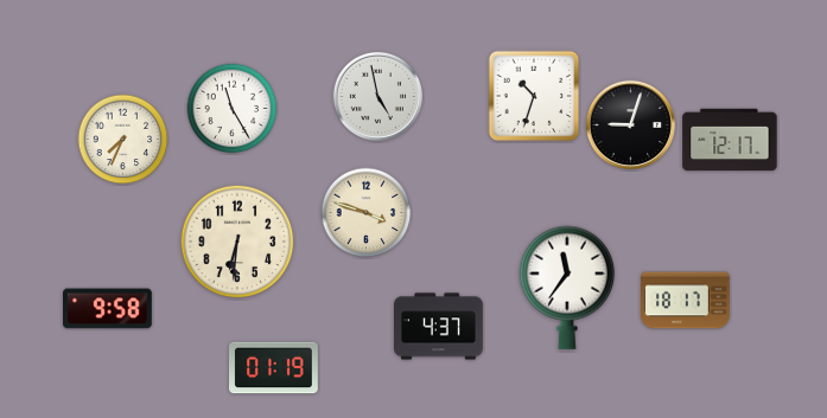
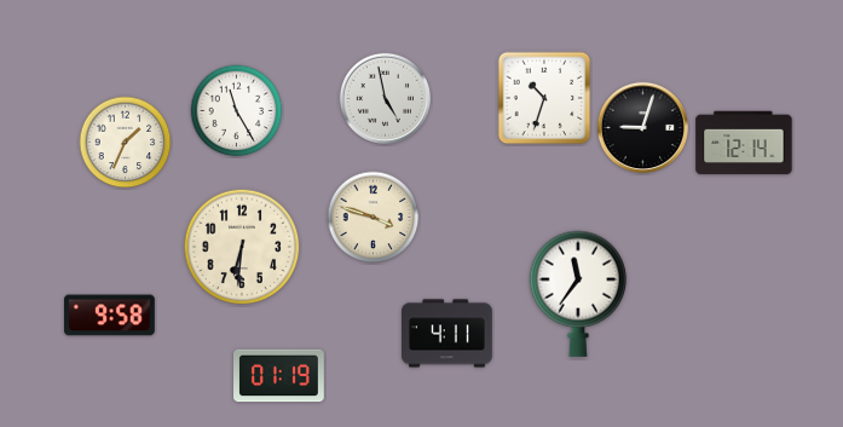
clock at (123, 140): 7:34 -> 1:34
clock at (730, 140): 12:17 -> 12:14
clock at (686, 301): 18:17 -> none
clock at (439, 327): 4:37 -> 4:11
